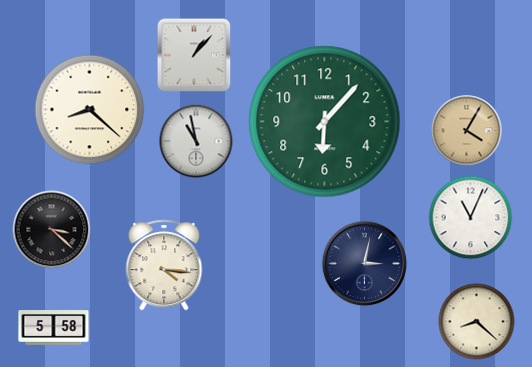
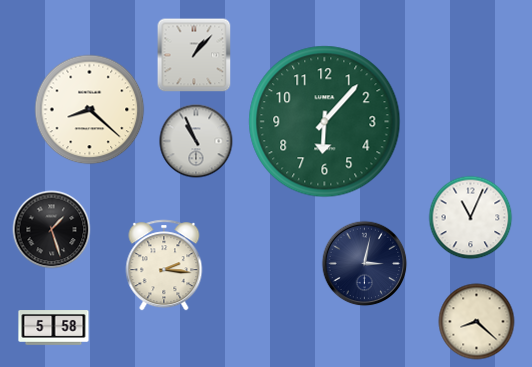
clock at (467, 131): 4:05 -> none
clock at (196, 141): 10:58 -> 10:56
clock at (52, 230): 3:22 -> 1:27
clock at (164, 265): 4:16 -> 2:16
